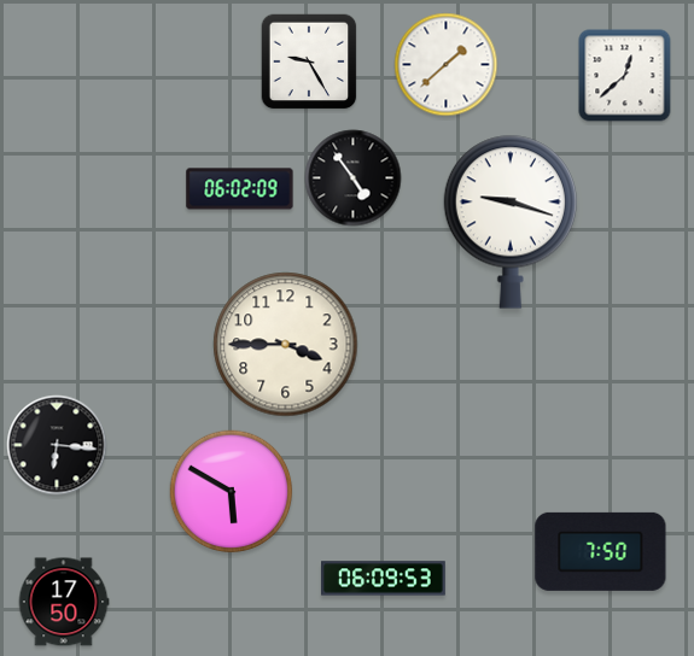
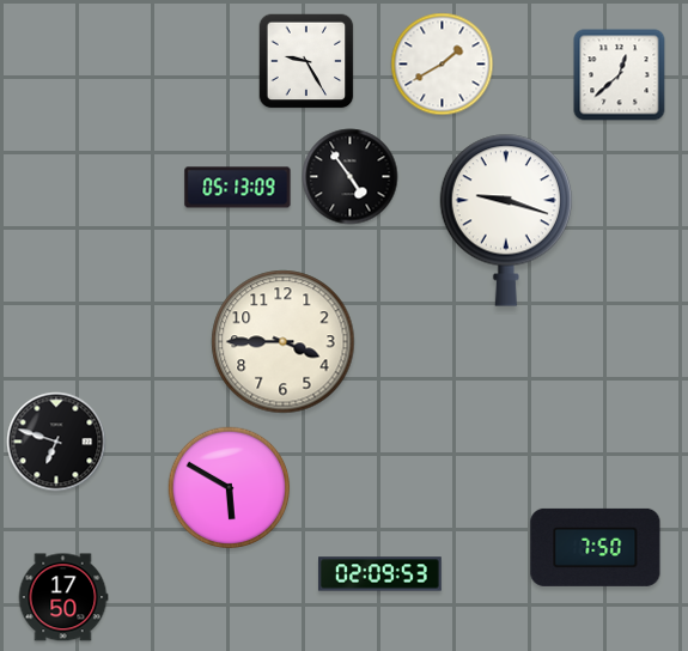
clock at (447, 65): 1:38 -> 1:40
clock at (240, 189): 06:02 -> 05:13
clock at (57, 445): 6:16 -> 6:48
clock at (384, 579): 06:09 -> 02:09
